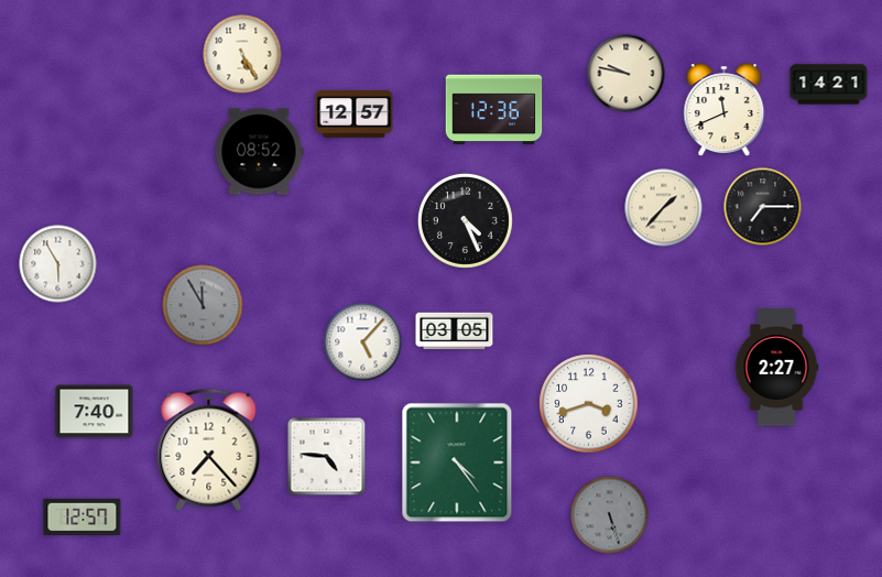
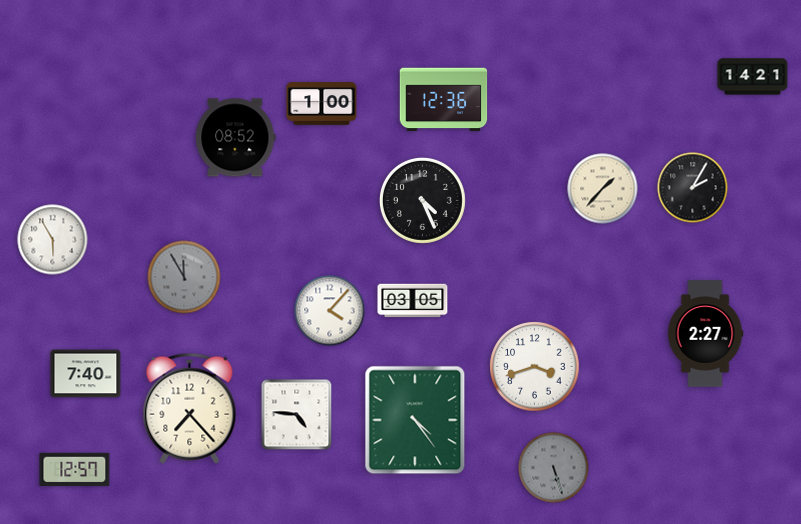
clock at (242, 54): 5:25 -> none
clock at (627, 74): 9:47 -> none
clock at (725, 109): 11:41 -> none
clock at (494, 110) position: (494, 110) -> (444, 100)
clock at (355, 115): 12:57 -> 1:00
clock at (763, 207): 7:15 -> 2:05
clock at (363, 342): 5:07 -> 4:07
